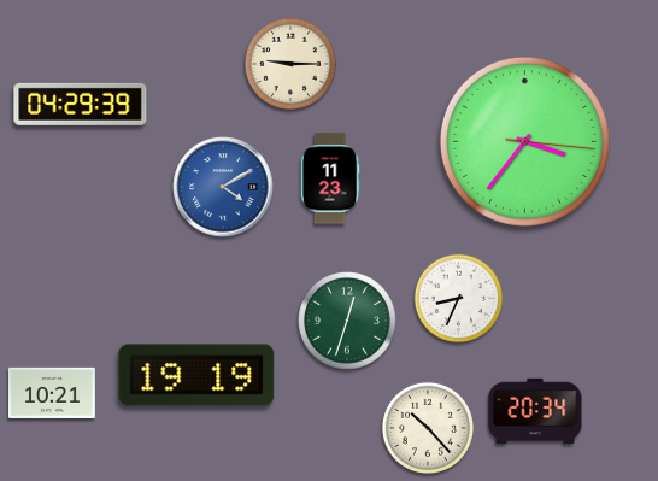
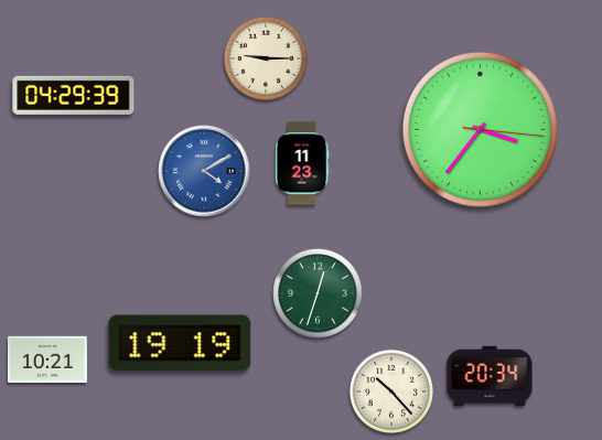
clock at (459, 299): 8:34 -> none
